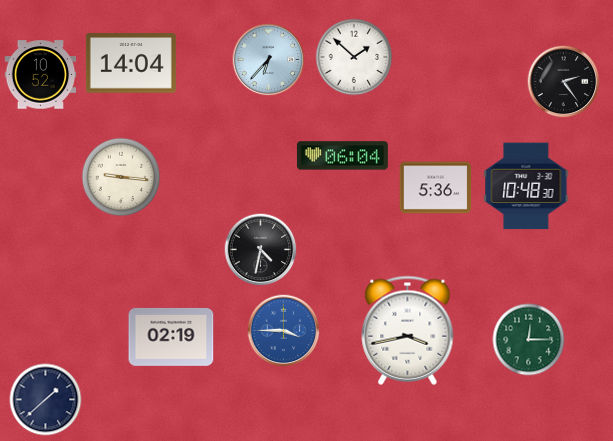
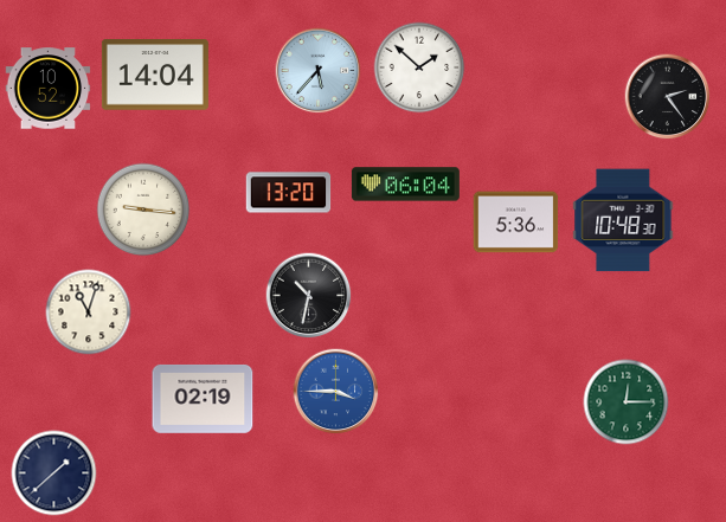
clock at (269, 60): 6:37 -> 5:37
clock at (289, 193): none -> 13:20
clock at (261, 250): 4:32 -> 10:32
clock at (89, 312): none -> 11:03
clock at (408, 330): 3:43 -> none
